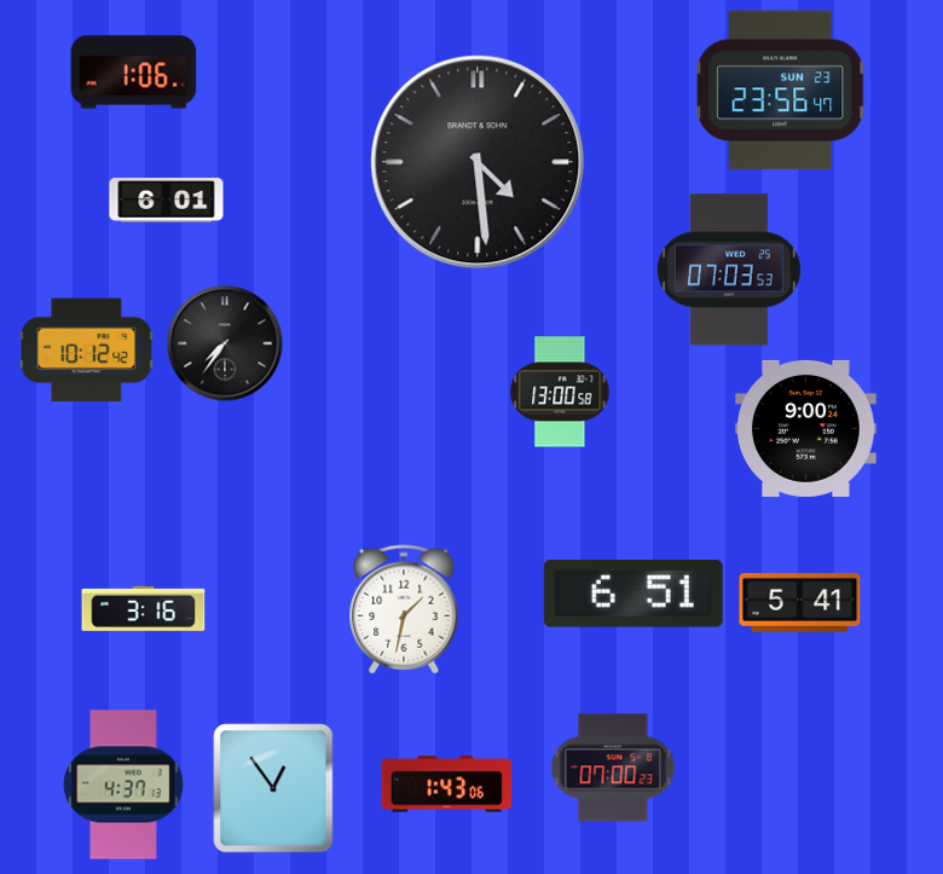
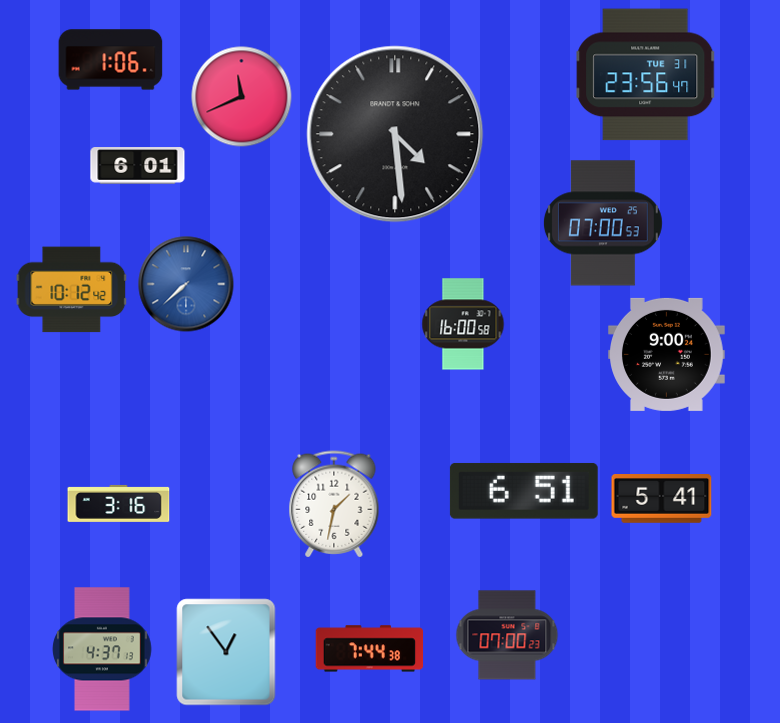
clock at (781, 91) date: SUN 23 -> TUE 31
clock at (242, 97): none -> 11:41
clock at (729, 270): 07:03 -> 07:00
clock at (225, 343): 7:36 -> 7:38
clock at (225, 343) dial: black -> blue
clock at (560, 392): 13:00 -> 16:00
clock at (447, 785): 1:43 -> 7:44
